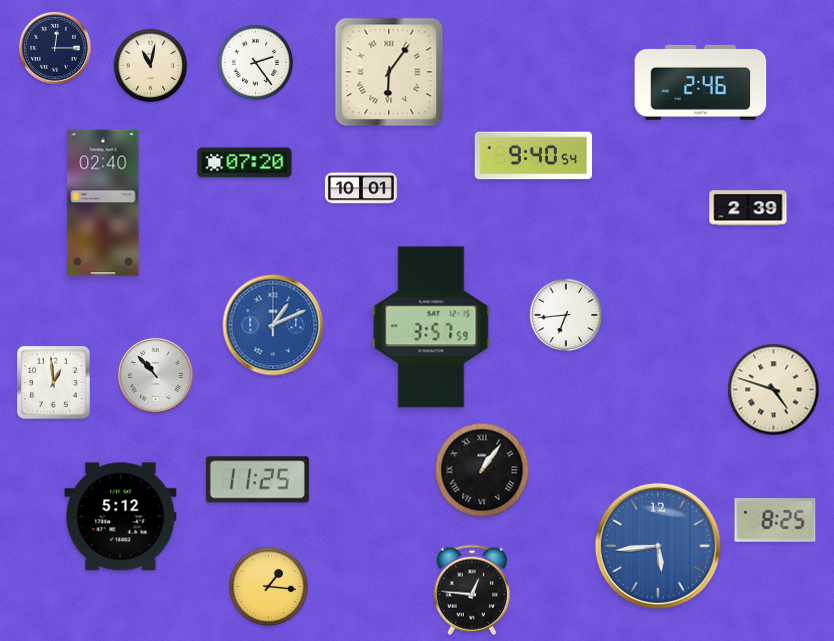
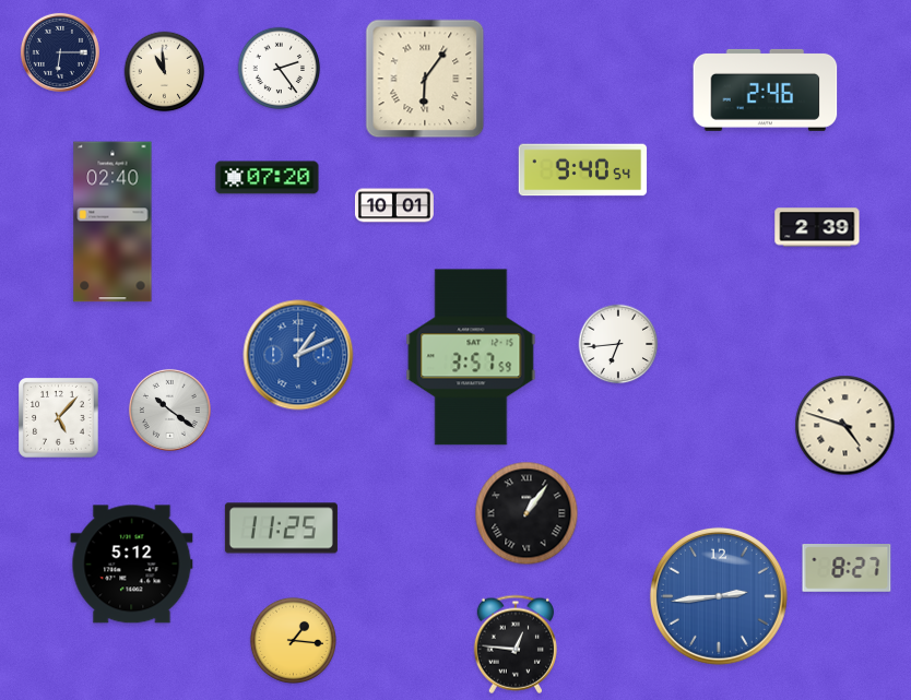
clock at (55, 48): 12:15 -> 6:15
clock at (151, 66): 11:02 -> 10:59
clock at (155, 375): 10:53 -> 10:21
clock at (54, 383): 12:59 -> 5:07
clock at (257, 480) position: (257, 480) -> (281, 529)
clock at (775, 520): 8:25 -> 8:27
clock at (658, 546): 5:44 -> 2:44
